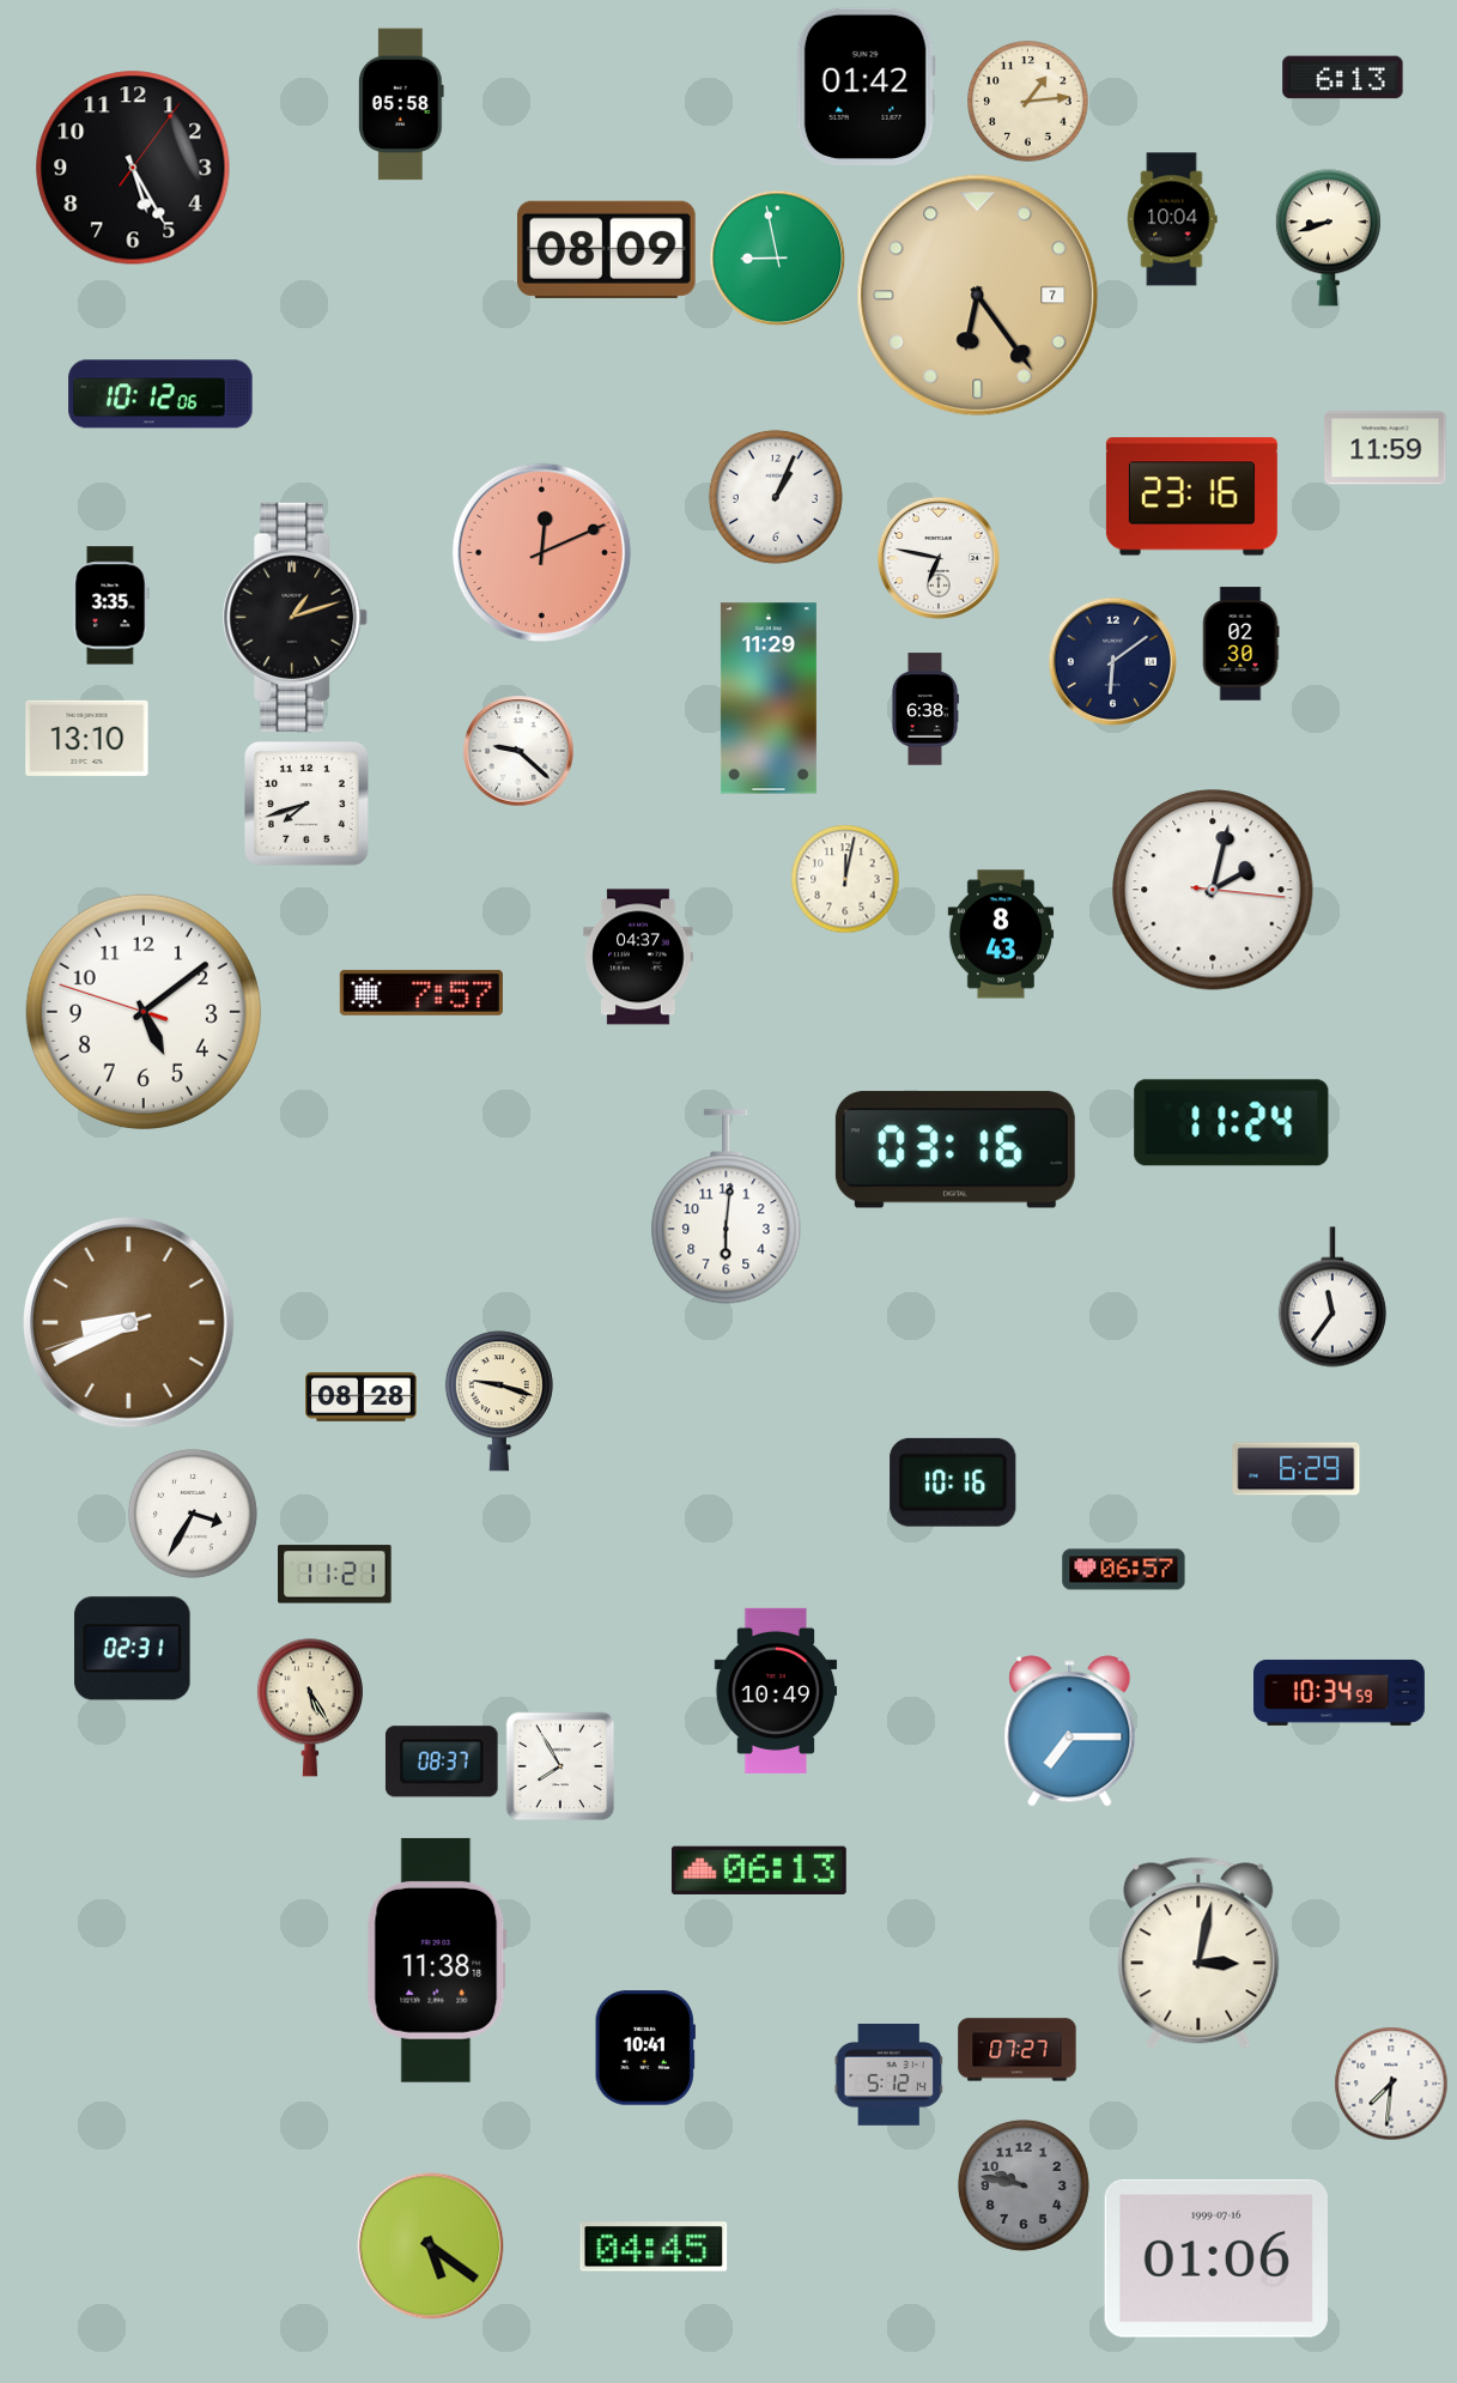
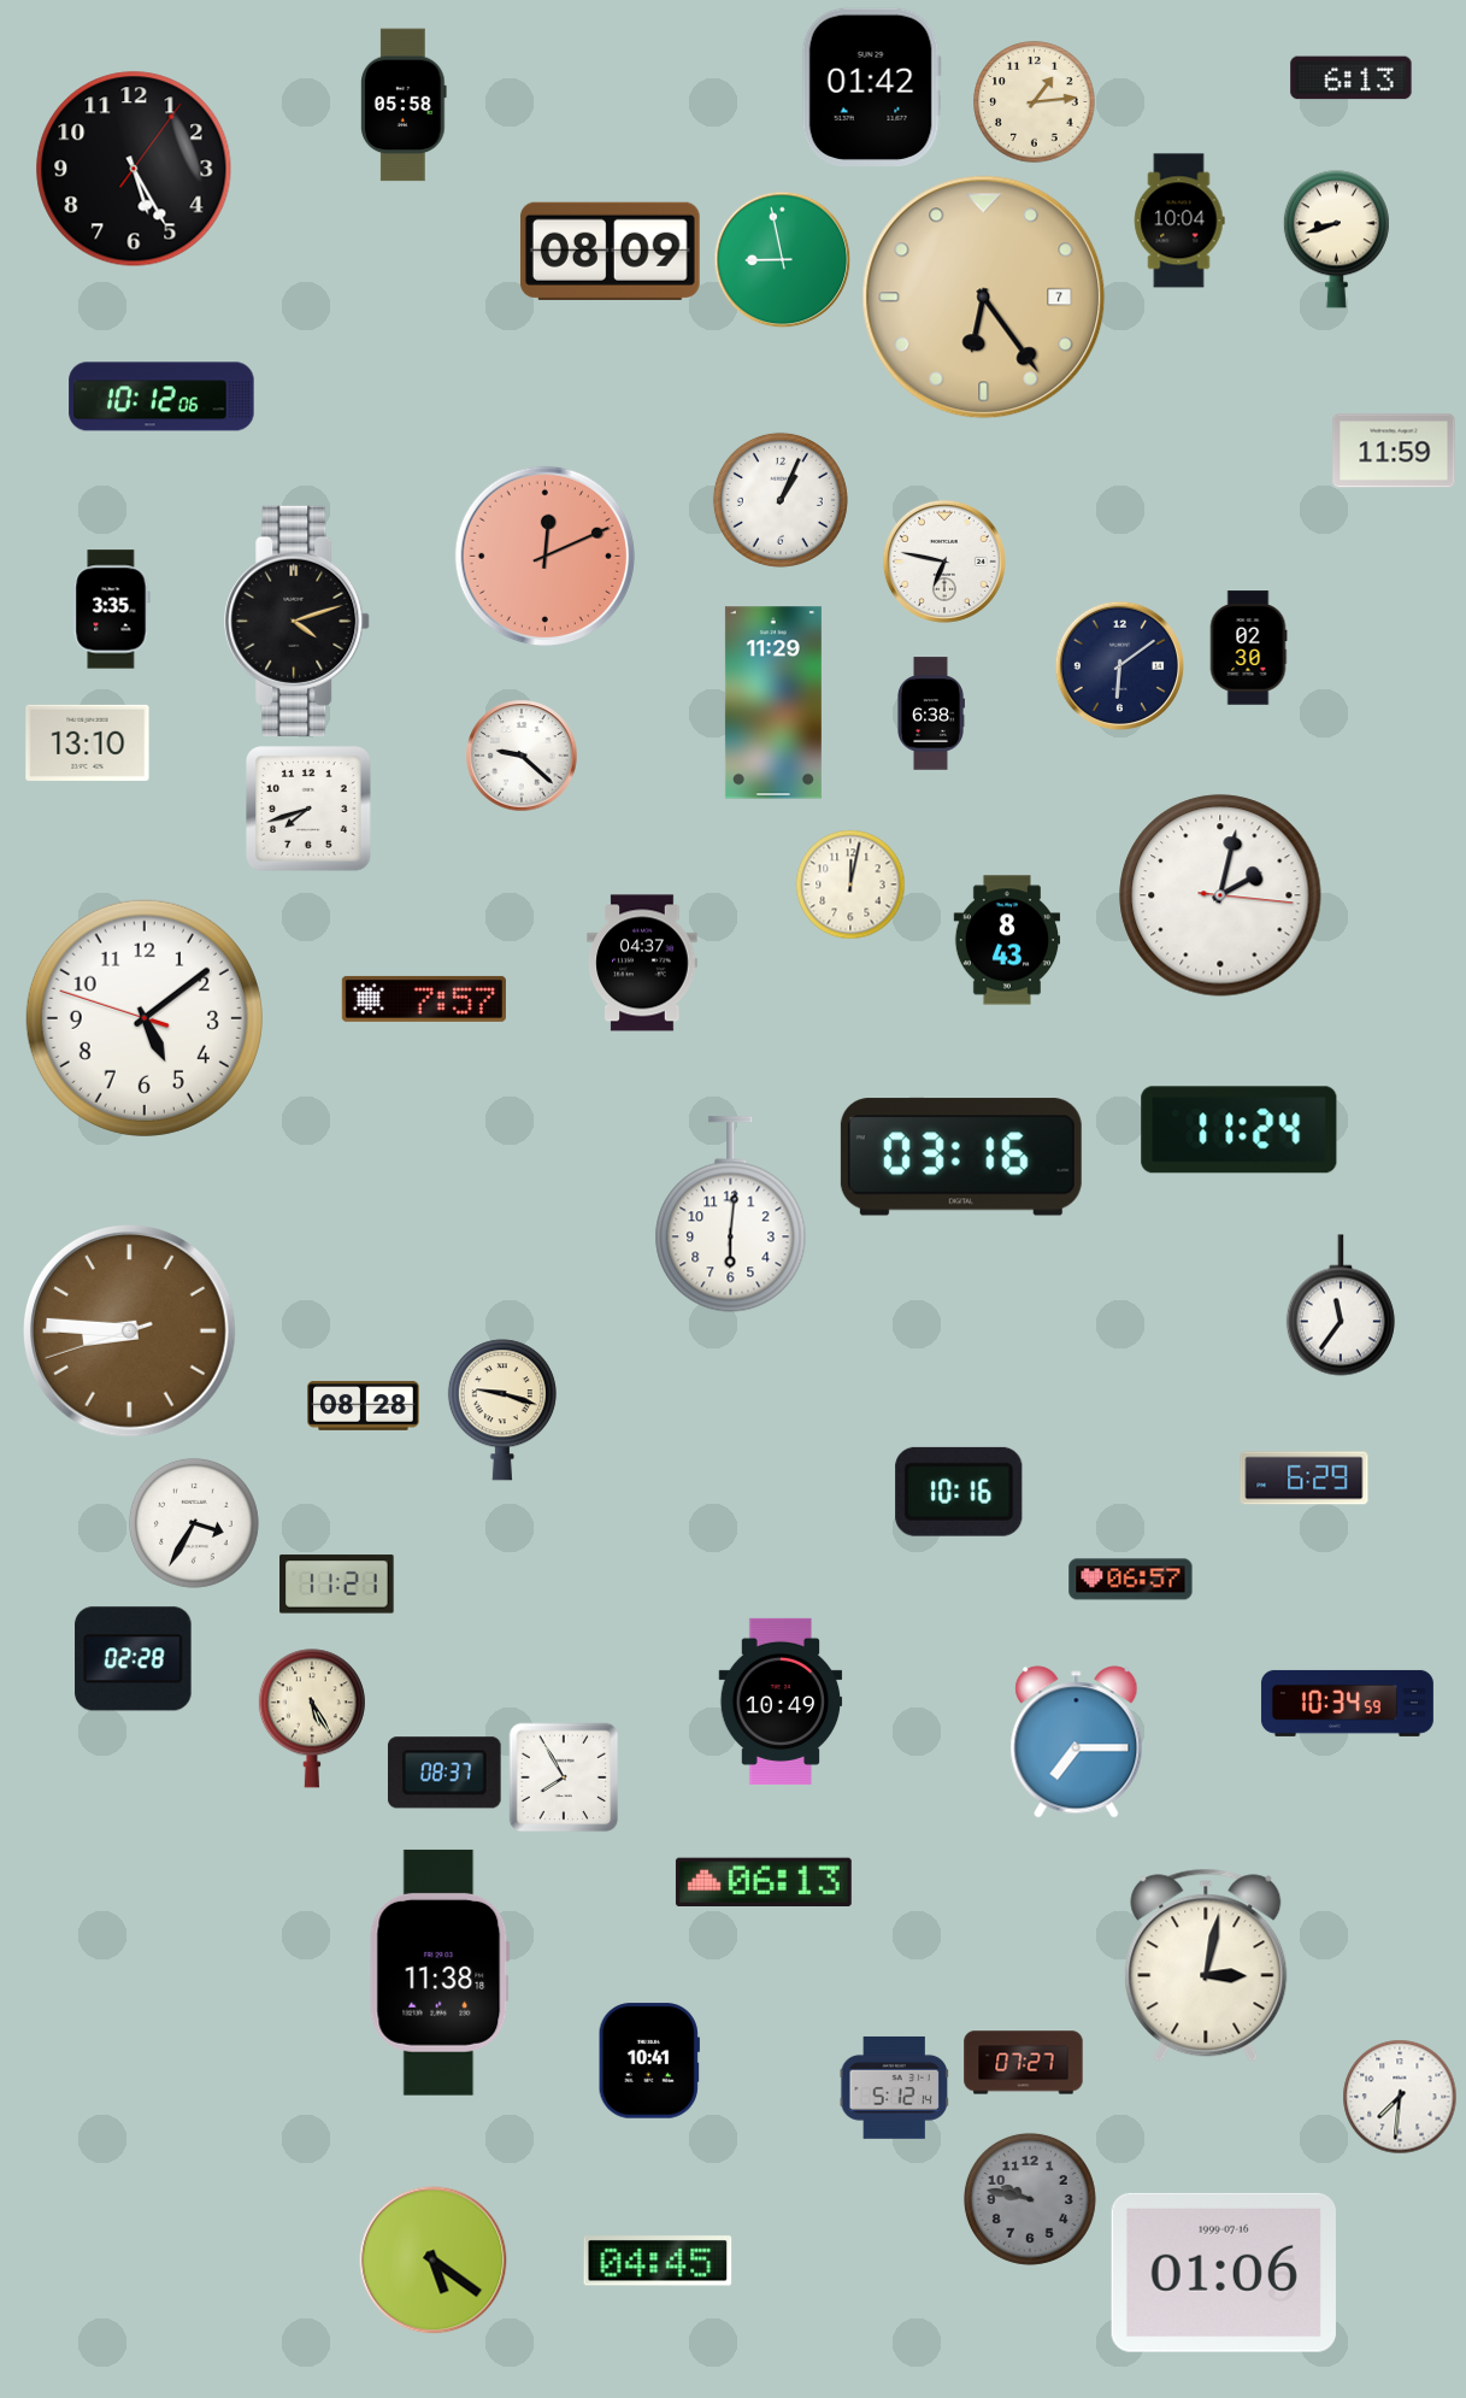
clock at (1191, 497): 23:16 -> none
clock at (296, 617): 1:12 -> 4:12
clock at (129, 1323): 8:40 -> 8:45
clock at (133, 1649): 02:31 -> 02:28
